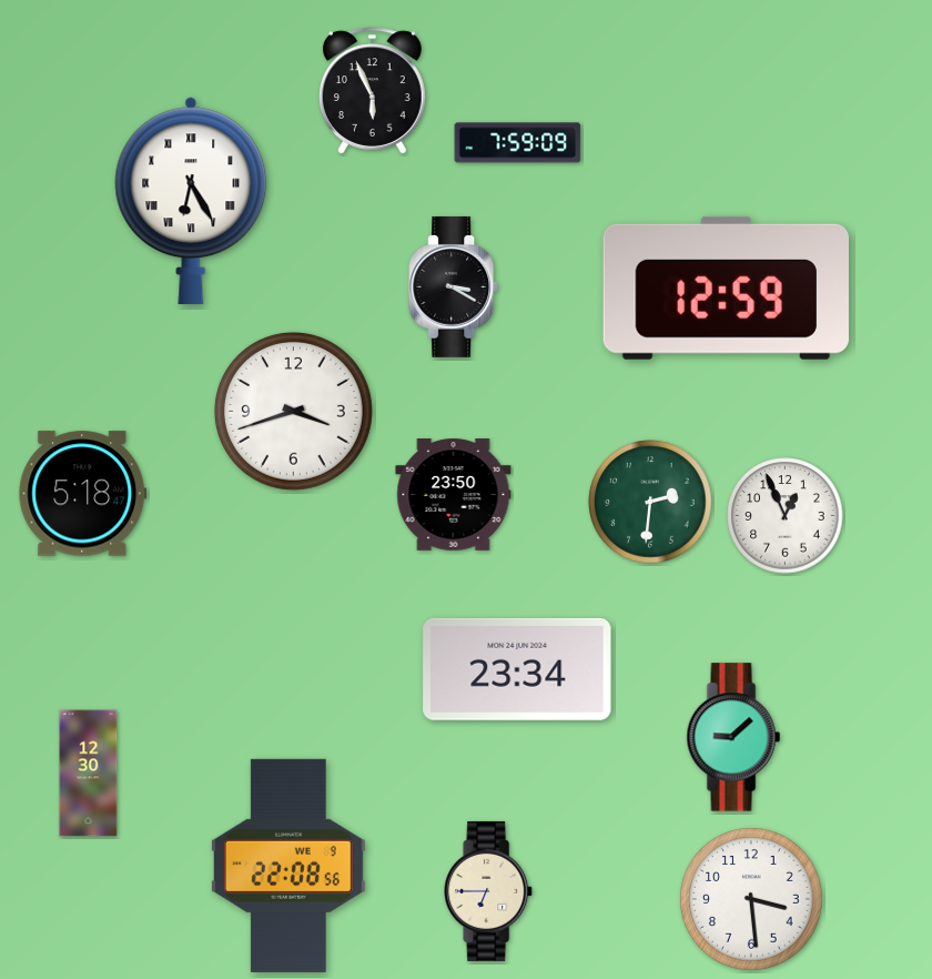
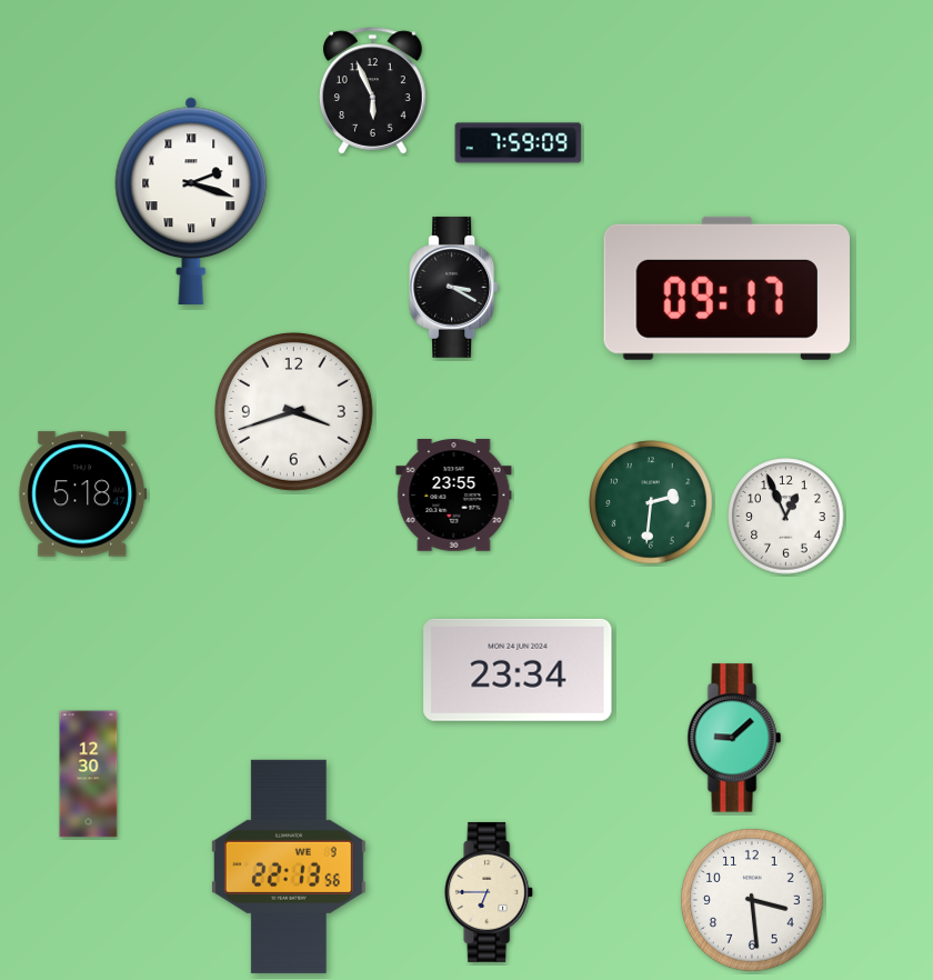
clock at (191, 201): 6:25 -> 2:18
clock at (726, 287): 12:59 -> 09:17
clock at (454, 495): 23:50 -> 23:55
clock at (288, 866): 22:08 -> 22:13
